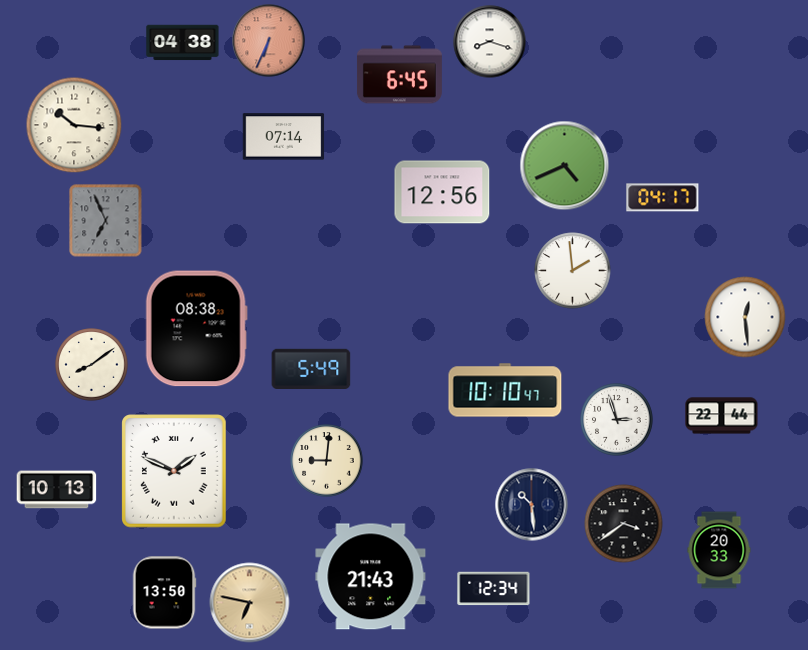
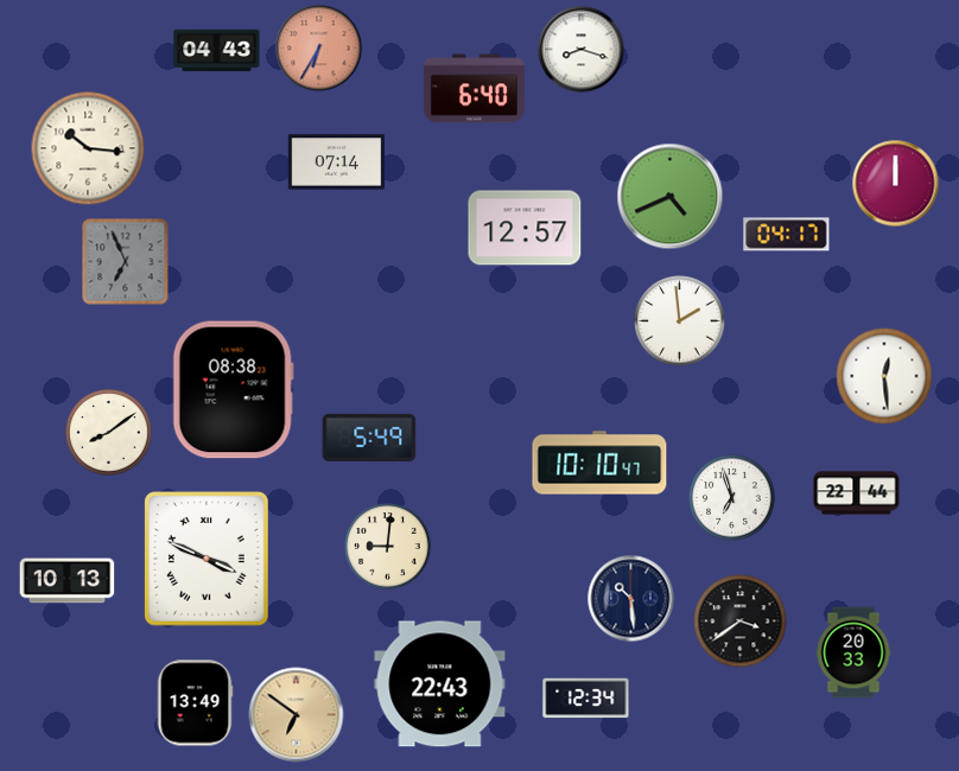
clock at (269, 41): 6:34 -> 6:35
clock at (183, 43): 04:38 -> 04:43
clock at (399, 75): 6:45 -> 6:40
clock at (896, 184): none -> 12:00
clock at (442, 192): 12:56 -> 12:57
clock at (617, 420): 2:57 -> 6:57
clock at (174, 471): 1:49 -> 3:49
clock at (371, 577): 21:43 -> 22:43
clock at (164, 593): 13:50 -> 13:49
clock at (250, 603): 6:47 -> 6:51
